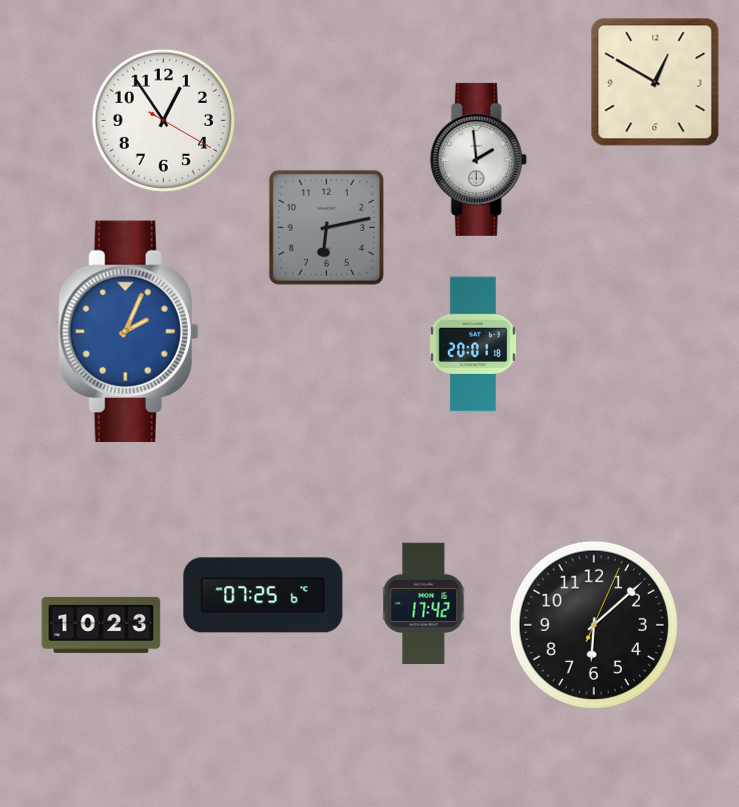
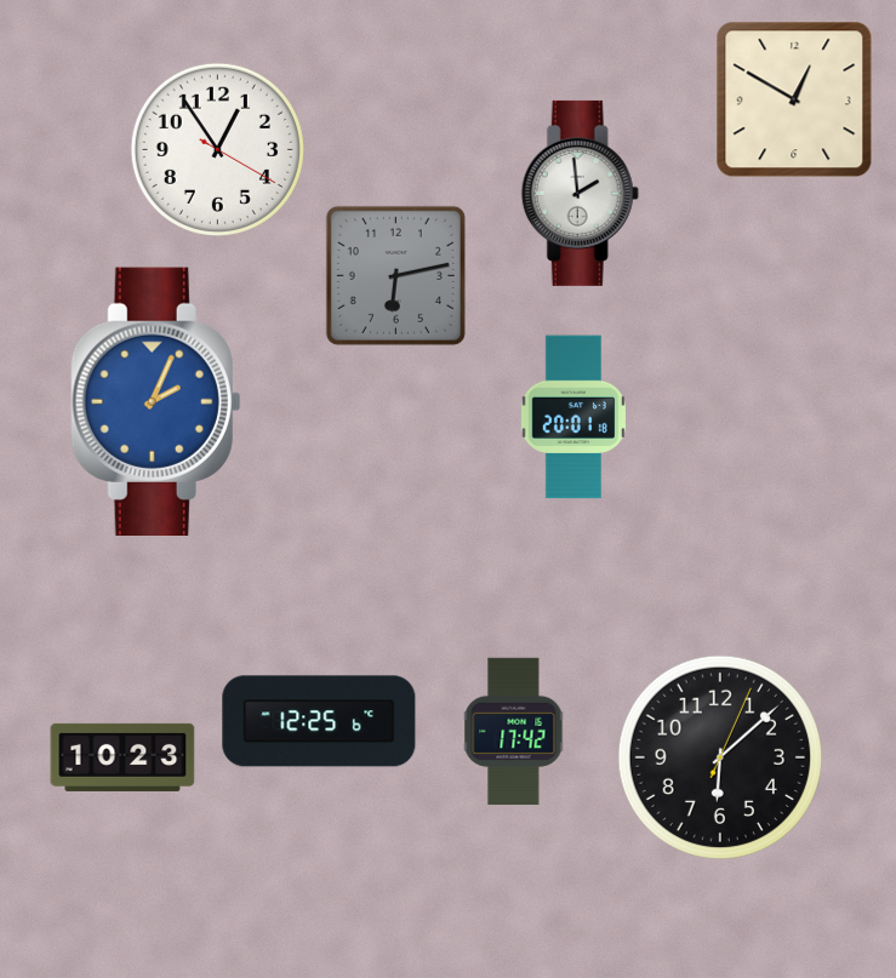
clock at (163, 120) position: (163, 120) -> (217, 149)
clock at (263, 595): 07:25 -> 12:25
